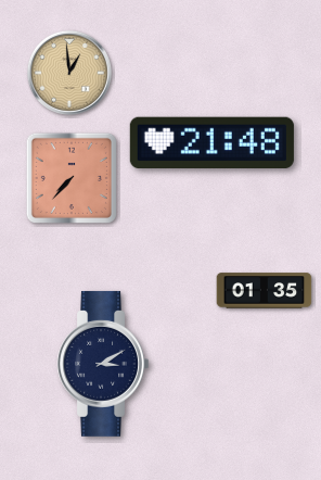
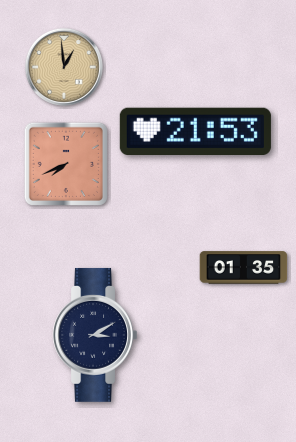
clock at (211, 142): 21:48 -> 21:53
clock at (72, 178): 7:37 -> 7:41
